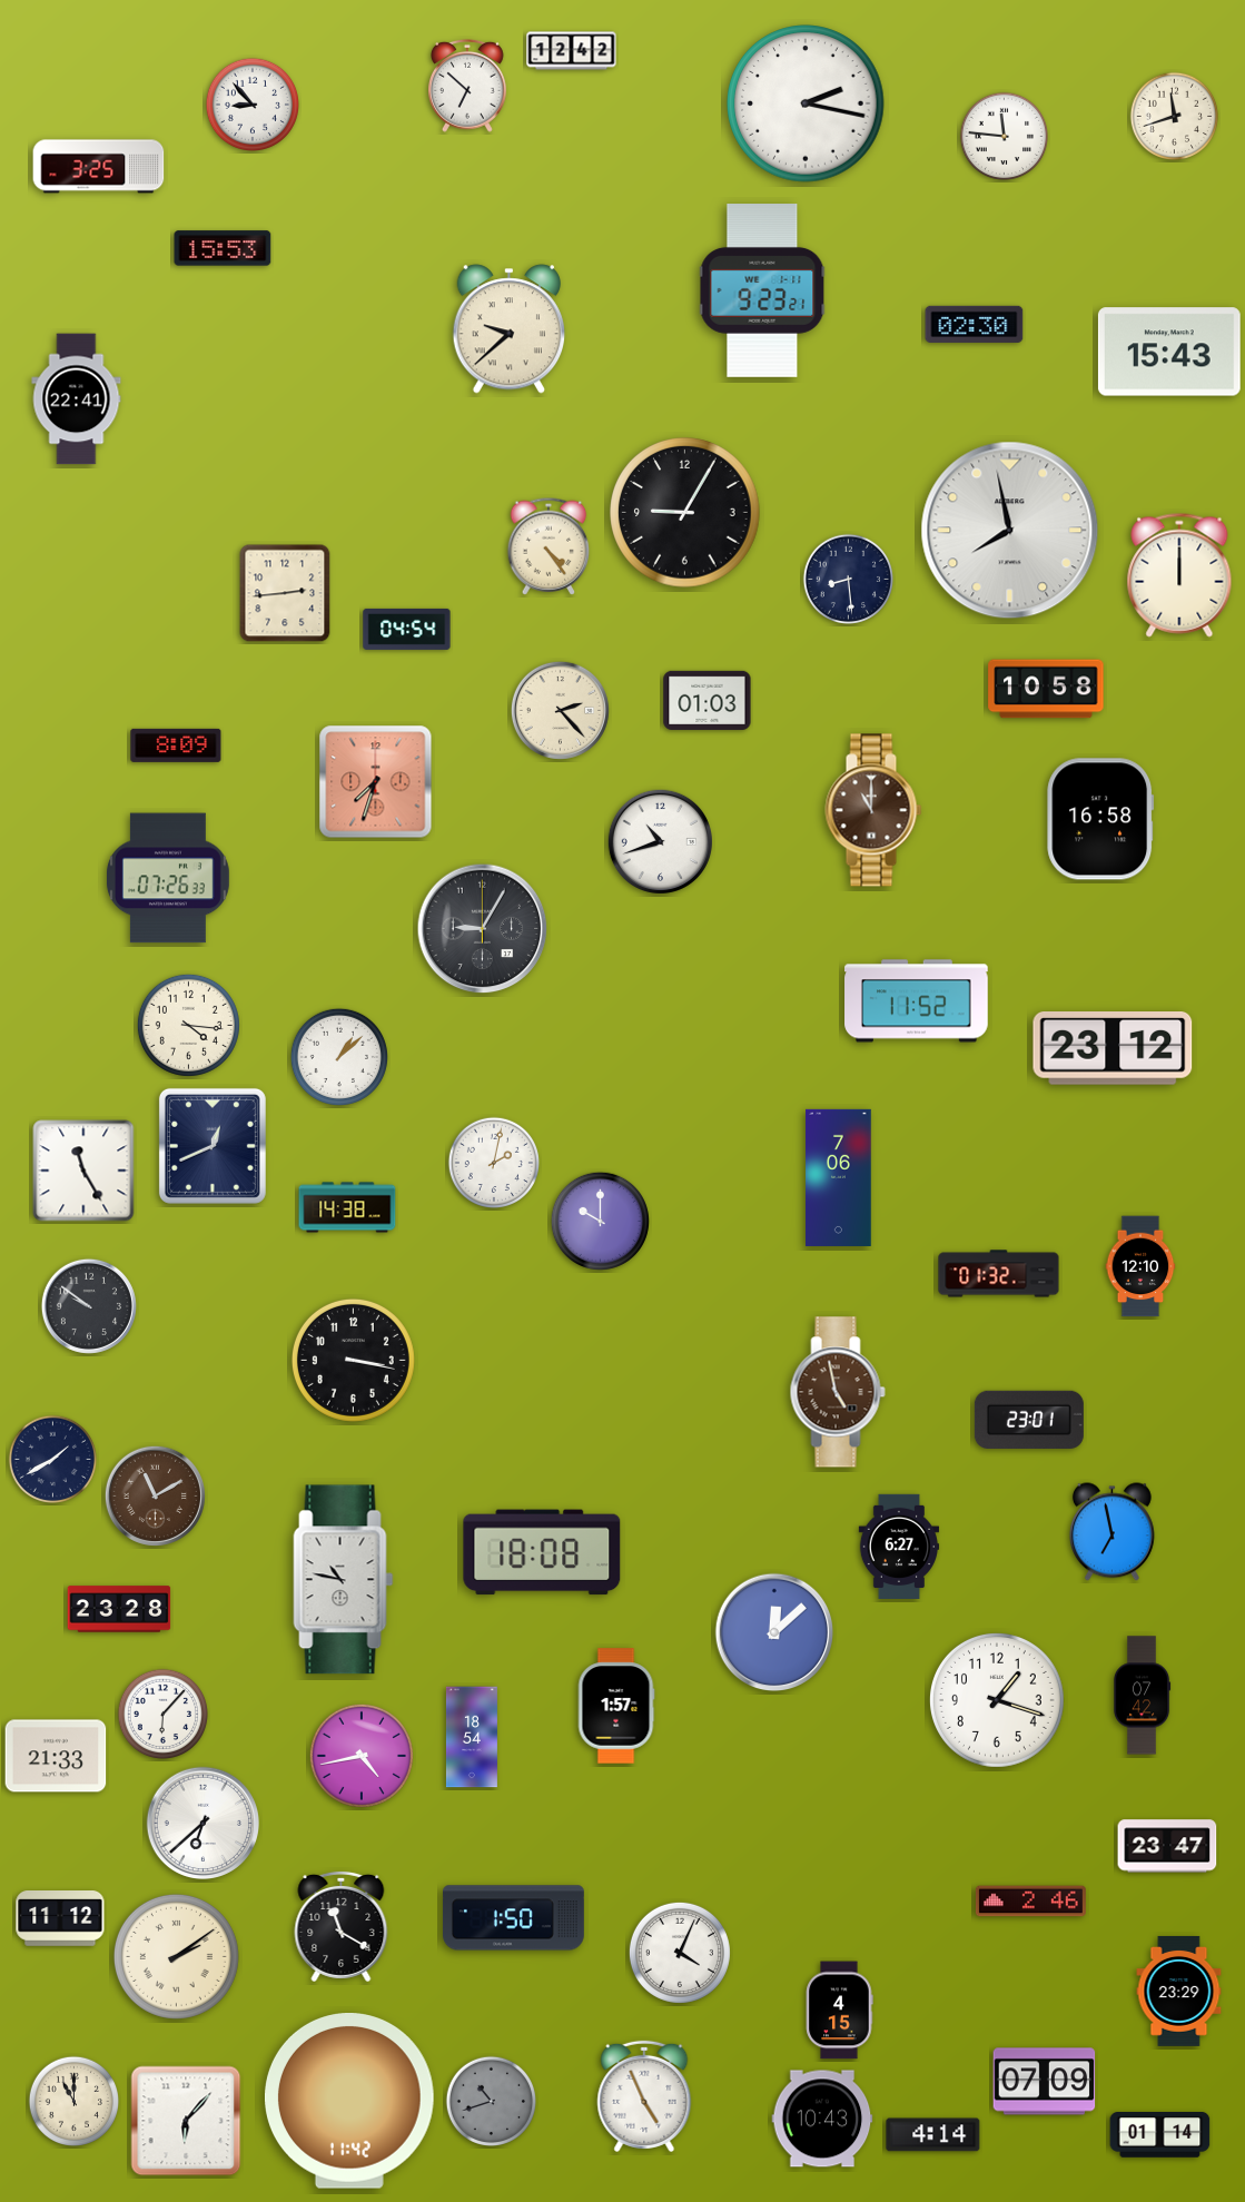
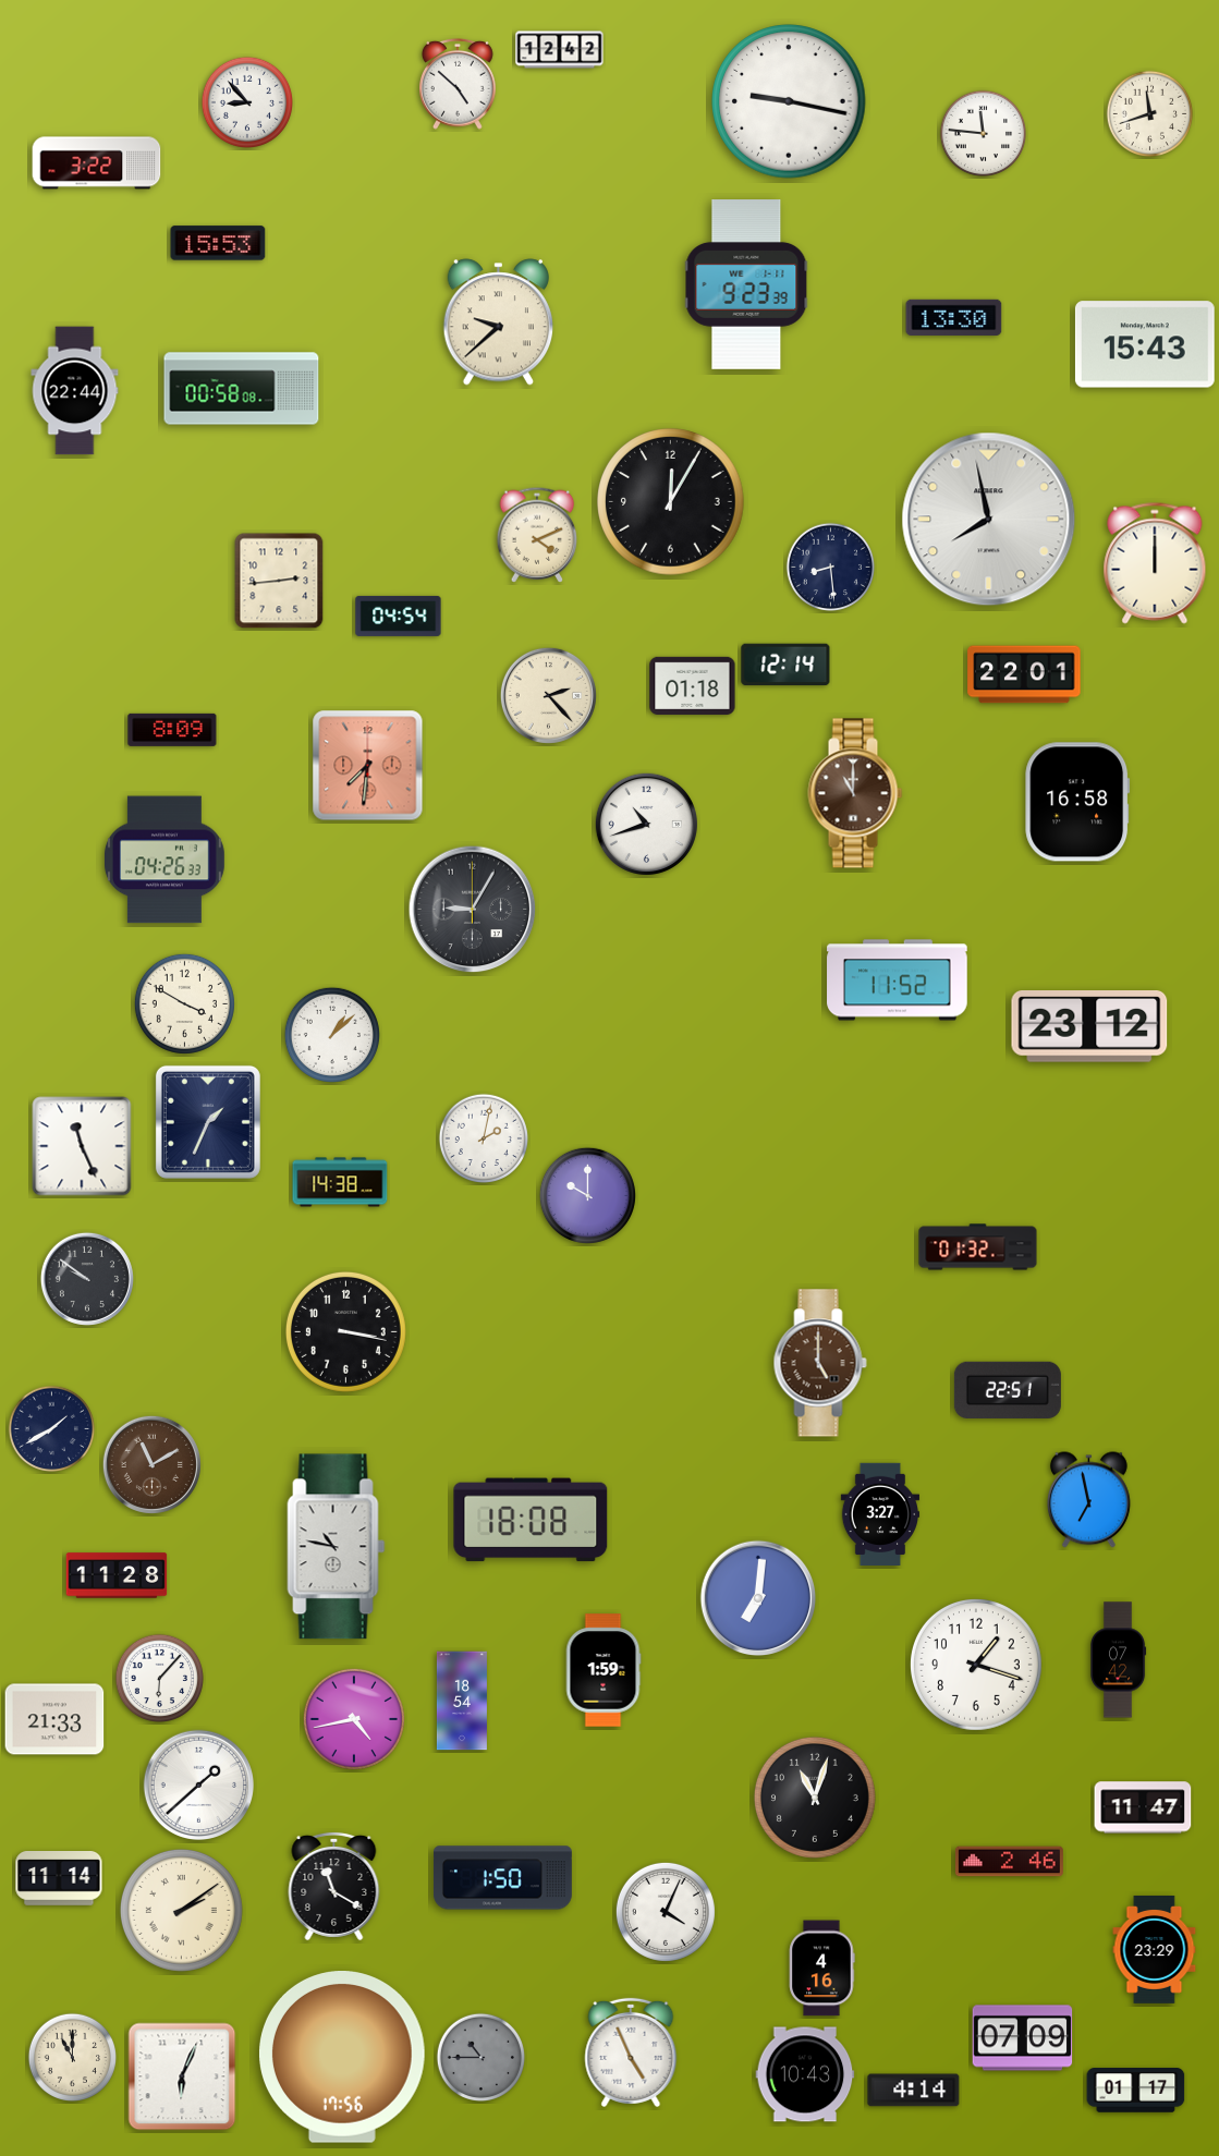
clock at (468, 86): 6:52 -> 4:52
clock at (806, 103): 2:17 -> 9:17
clock at (99, 167): 3:25 -> 3:22
clock at (762, 292): 9:23:21 -> 9:23:39
clock at (975, 324): 02:30 -> 13:30
clock at (242, 389): none -> 00:58
clock at (77, 399): 22:41 -> 22:44
clock at (685, 513): 9:05 -> 12:05
clock at (549, 546): 4:24 -> 4:11
clock at (785, 665): none -> 12:14
clock at (1046, 689): 10:58 -> 22:01
clock at (708, 700): 01:03 -> 01:18
clock at (376, 782): 7:33 -> 7:31
clock at (168, 878): 07:26 -> 04:26
clock at (188, 1025): 4:16 -> 3:50
clock at (213, 1146): 12:41 -> 1:34
clock at (83, 1171): 11:25 -> 11:26
clock at (839, 1177): 7:06 -> none
clock at (1140, 1266): 12:10 -> none
clock at (838, 1392): 4:58 -> 5:00
clock at (1029, 1420): 23:01 -> 22:51
clock at (899, 1547): 6:27 -> 3:27
clock at (119, 1609): 23:28 -> 11:28
clock at (774, 1632): 12:08 -> 7:01
clock at (616, 1706): 1:57 -> 1:59
clock at (204, 1824): 6:38 -> 1:38
clock at (815, 1798): none -> 11:03
clock at (1167, 1846): 23:47 -> 11:47
clock at (60, 1919): 11:12 -> 11:14
clock at (176, 1956) position: (176, 1956) -> (181, 1910)
clock at (839, 2011): 4:15 -> 4:16
clock at (491, 2101): 10:42 -> 10:45
clock at (349, 2102): 11:42 -> 17:56
clock at (186, 2121): 6:07 -> 6:04
clock at (1160, 2135): 01:14 -> 01:17
